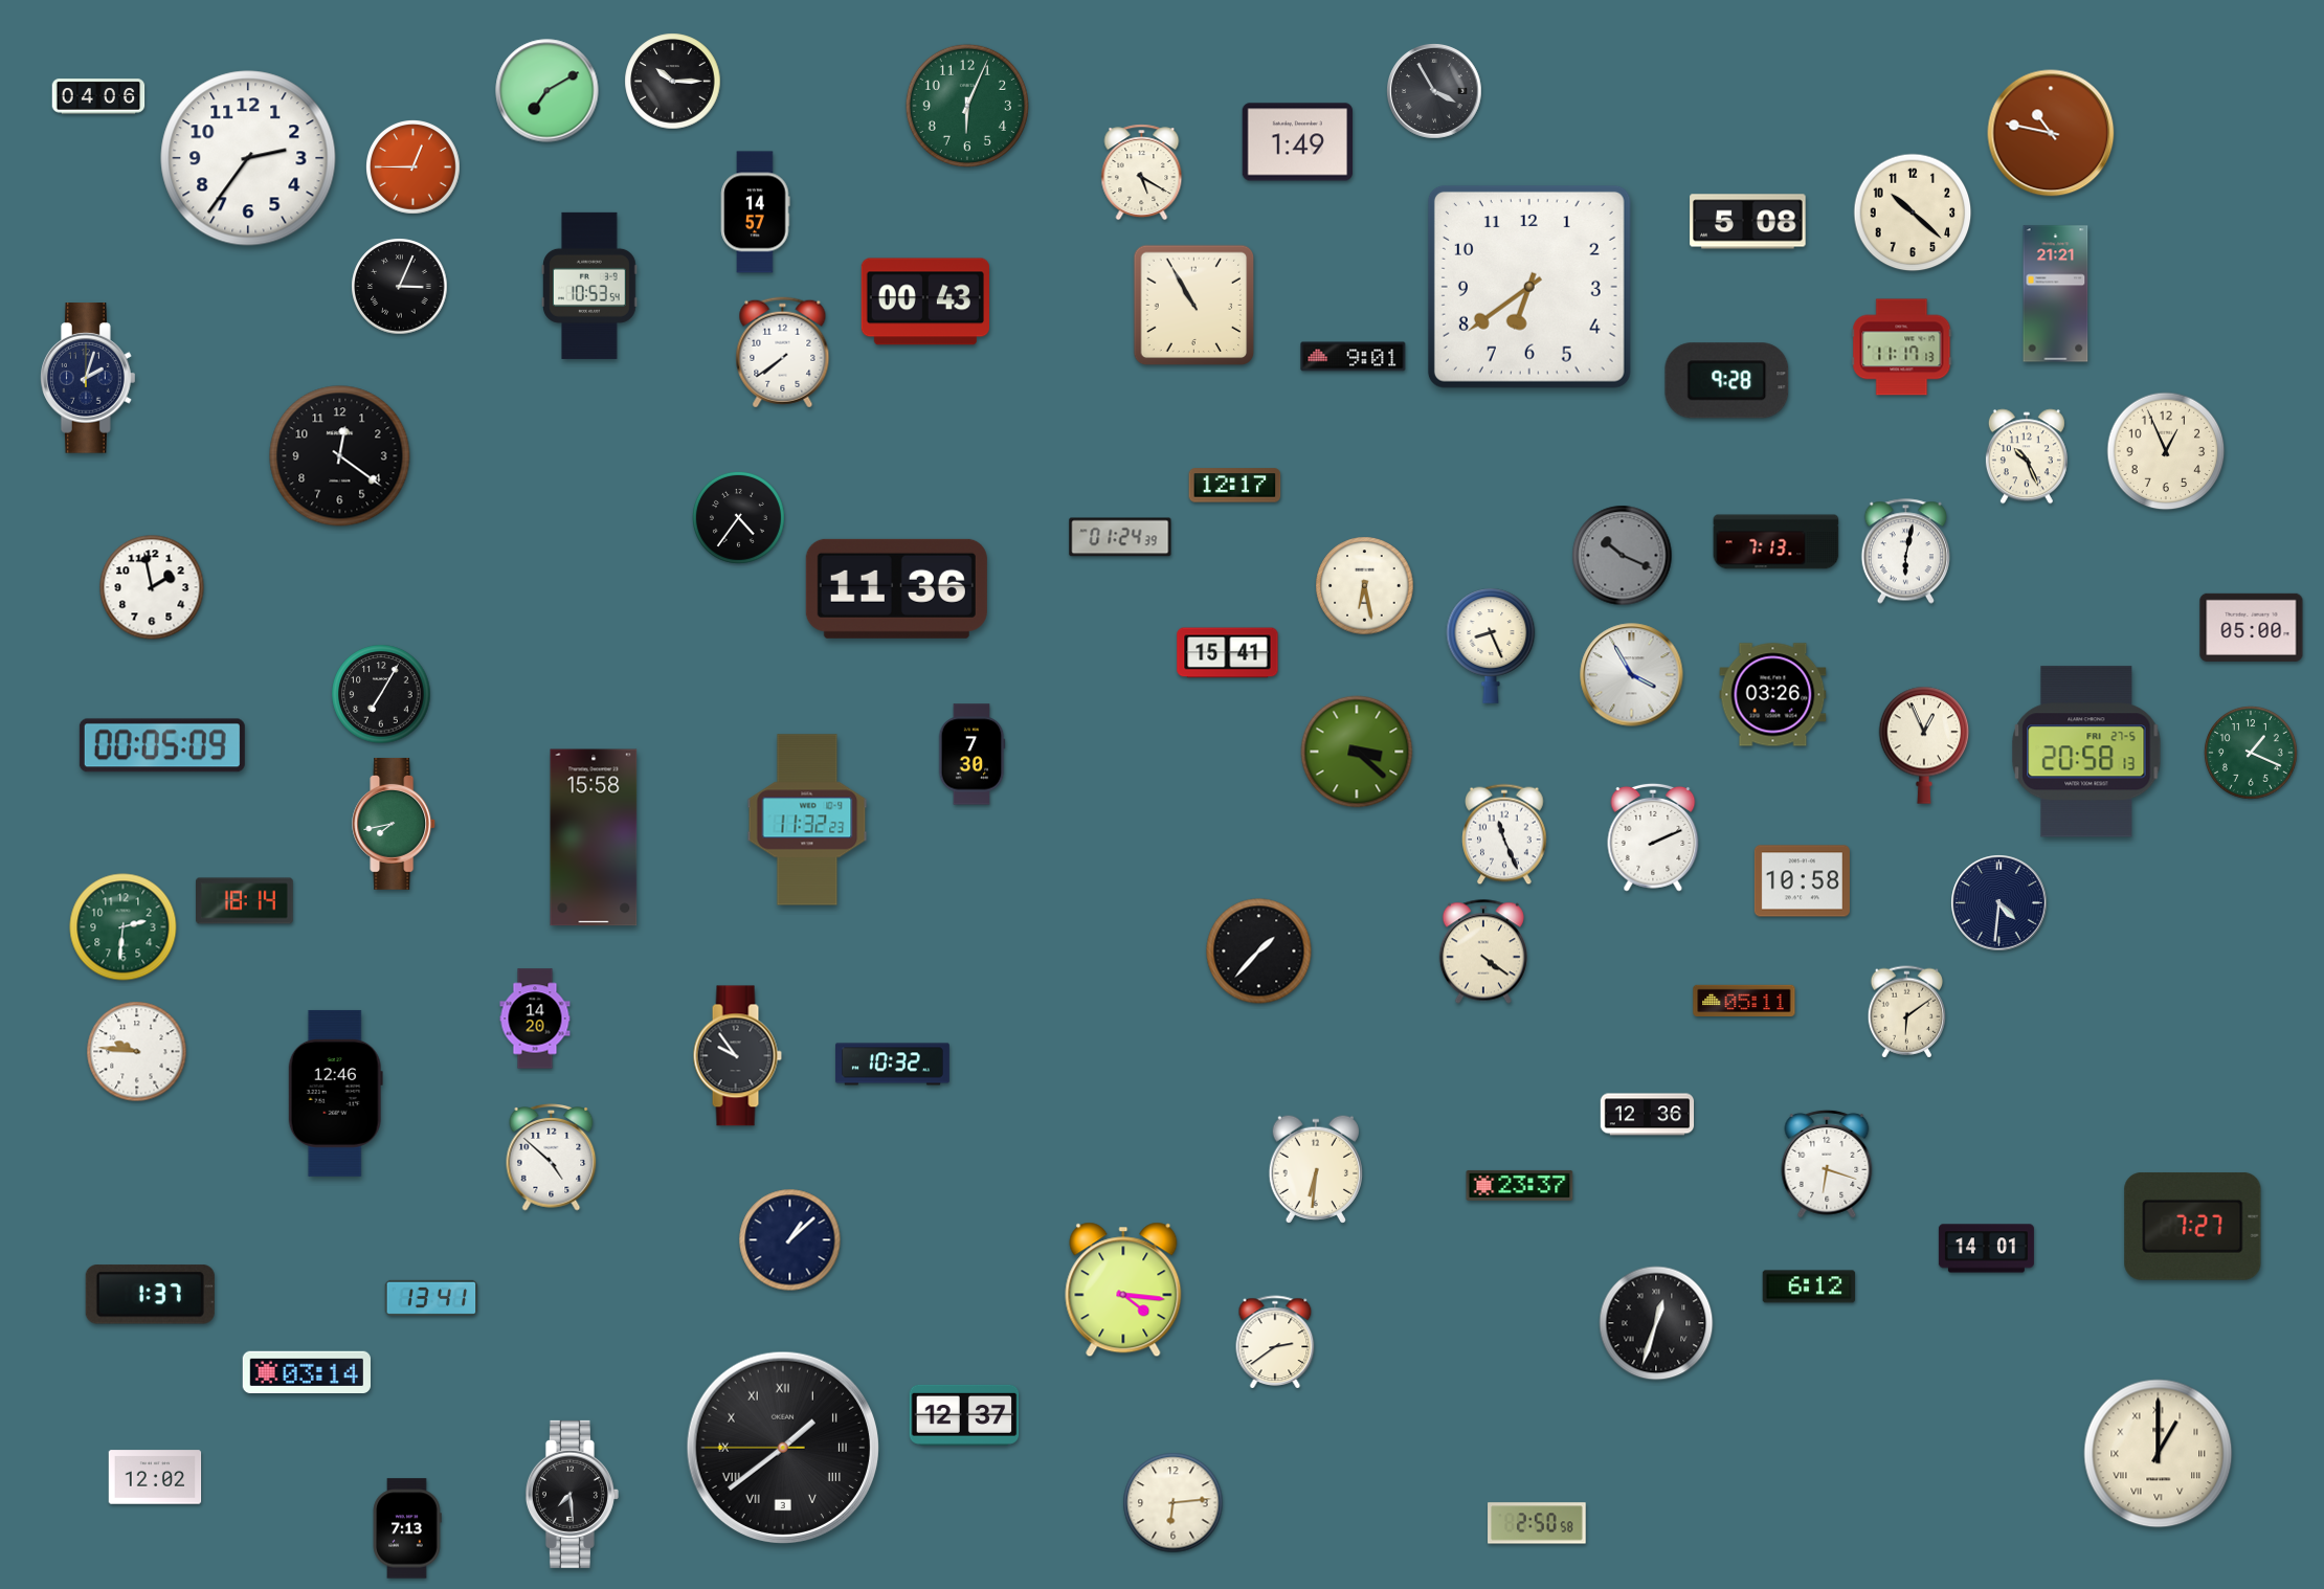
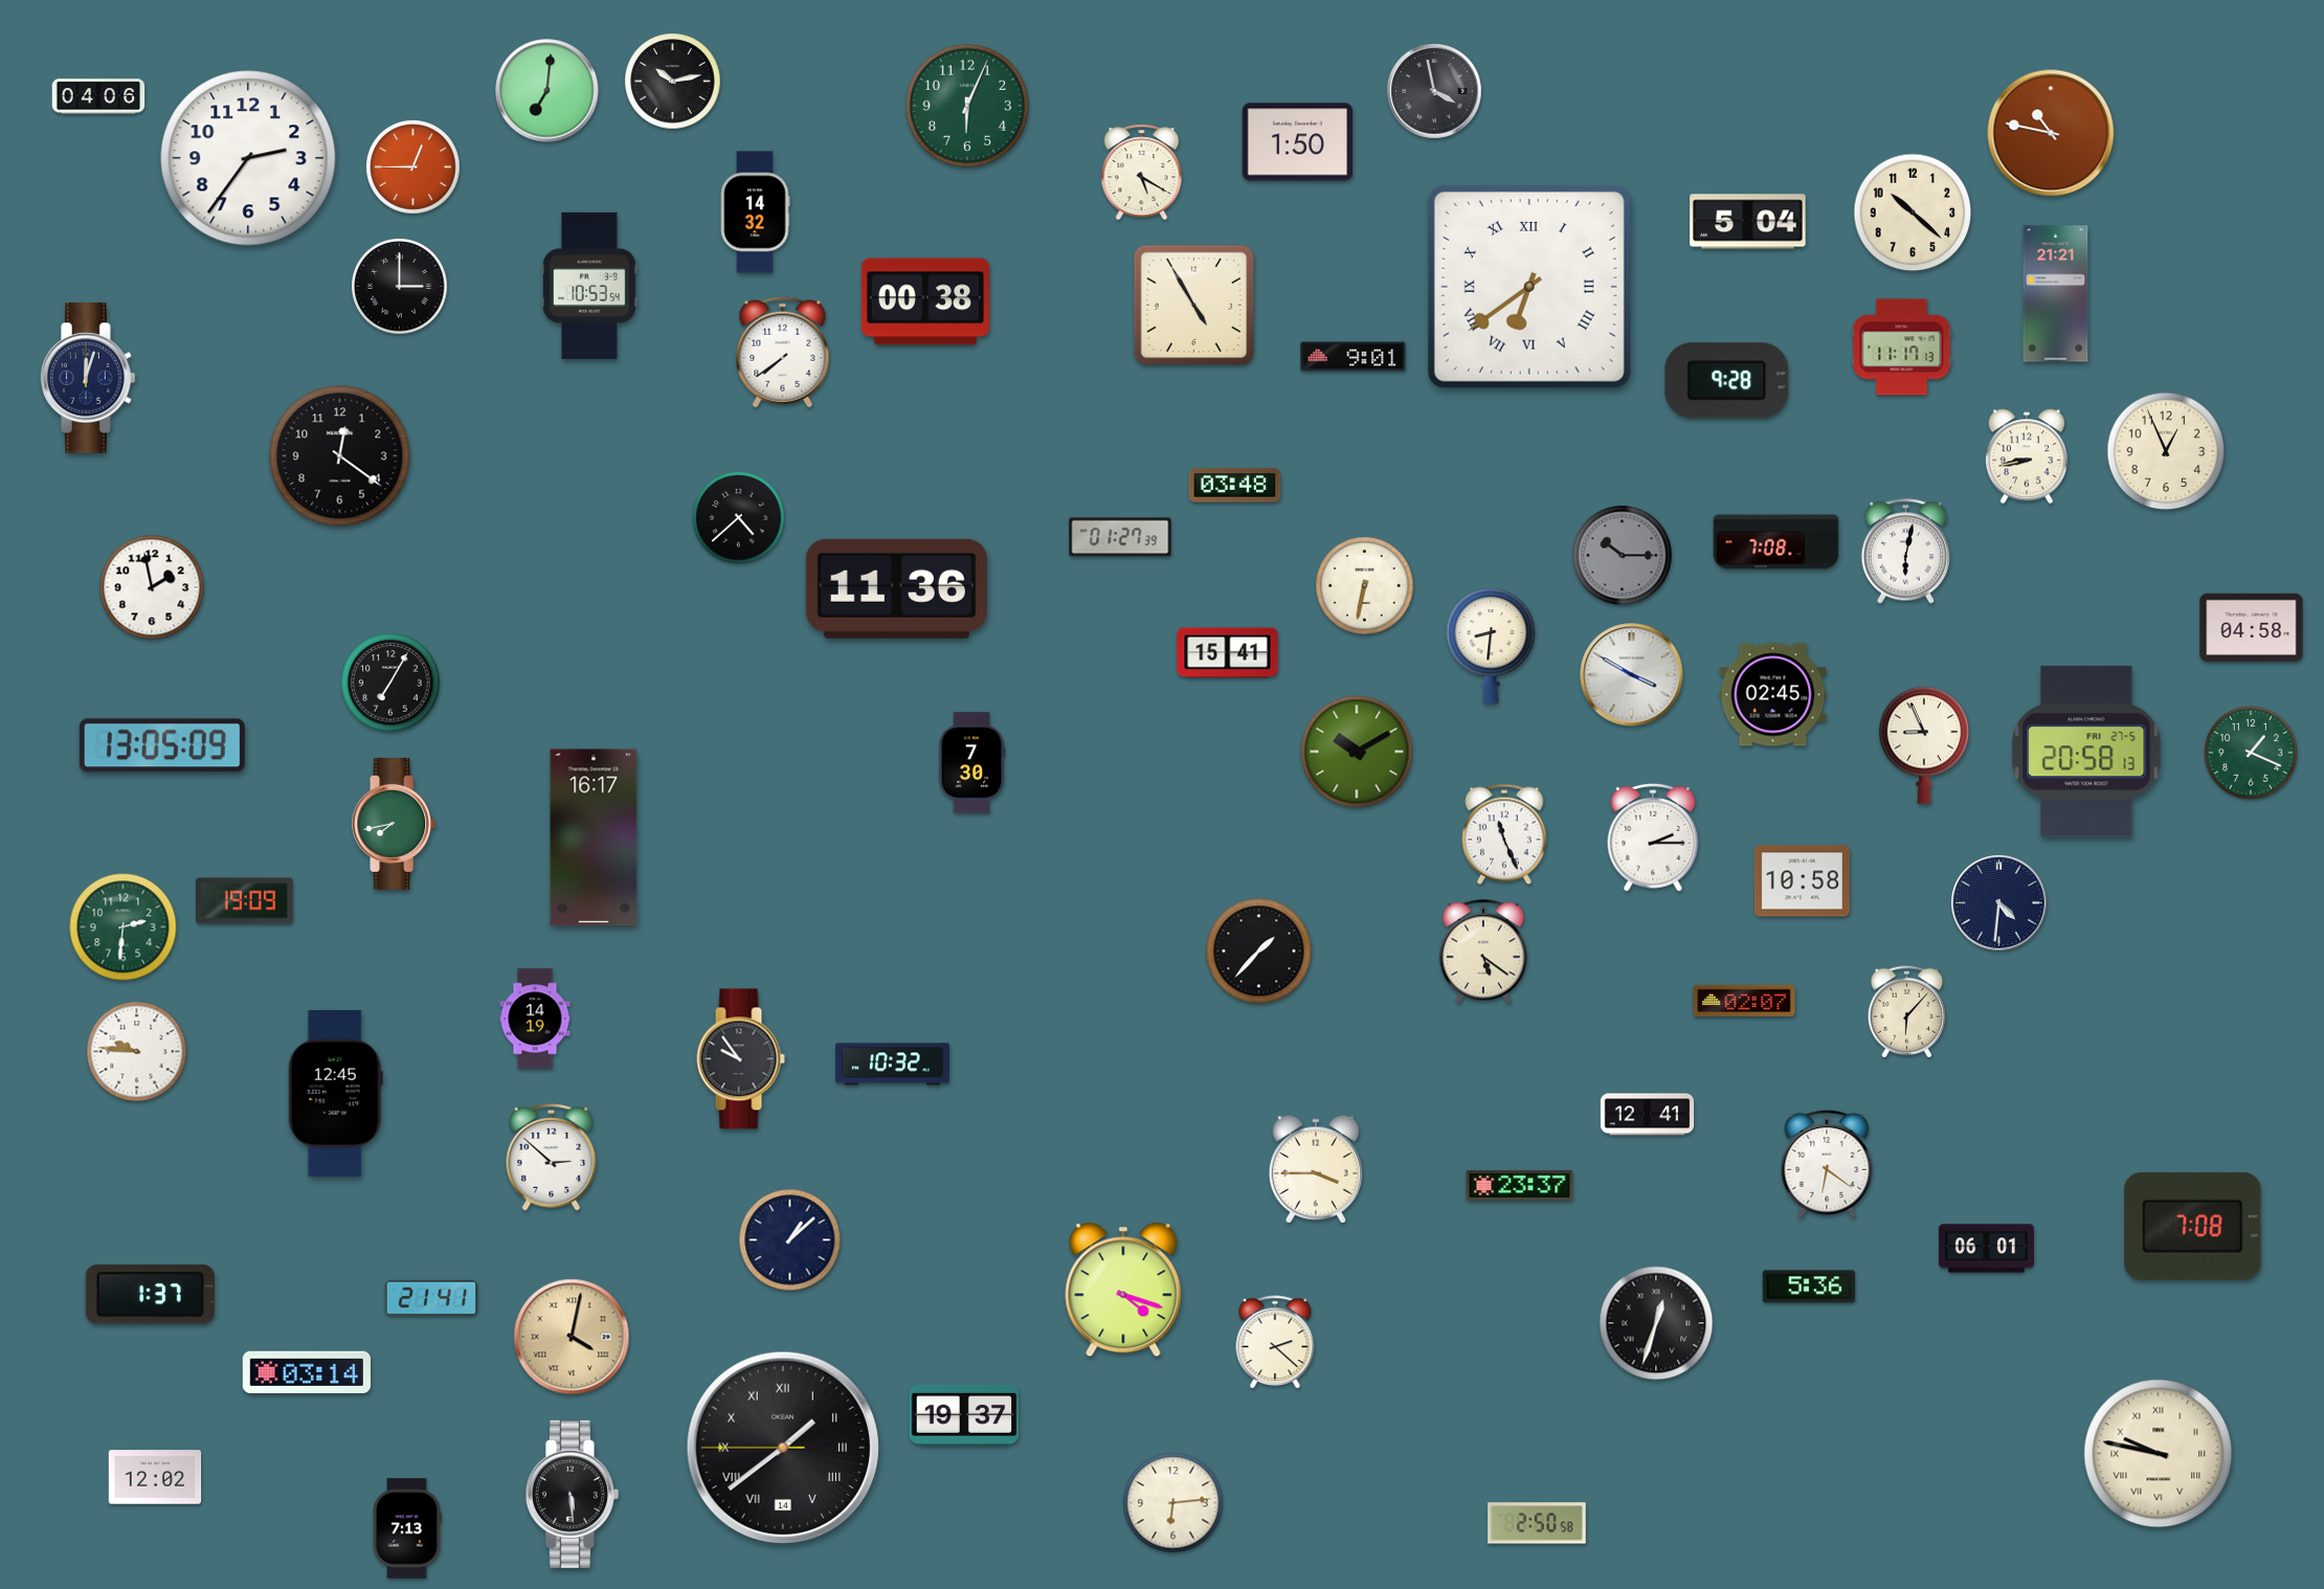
clock at (673, 82): 10:15 -> 10:13
clock at (548, 91): 7:10 -> 7:01
clock at (1434, 91): 3:55 -> 3:58
clock at (1298, 142): 1:49 -> 1:50
clock at (756, 212): 14:57 -> 14:32
clock at (1748, 222): 5:08 -> 5:04
clock at (400, 287): 3:04 -> 3:00
clock at (1529, 287) numerals: Arabic -> Roman
clock at (924, 301): 00:43 -> 00:38
clock at (1194, 306): 10:55 -> 4:55
clock at (89, 378): 2:03 -> 12:03
clock at (2027, 456): 10:26 -> 8:43
clock at (1235, 486): 12:17 -> 03:48
clock at (738, 517): 4:36 -> 4:38
clock at (1120, 537): 01:24 -> 01:27
clock at (1776, 542): 7:13 -> 7:08
clock at (1623, 556): 10:19 -> 10:15
clock at (1365, 586): 6:28 -> 6:32
clock at (2252, 627): 05:00 -> 04:58
clock at (1491, 646): 8:26 -> 8:31
clock at (1632, 675): 3:55 -> 3:50
clock at (381, 694) position: (381, 694) -> (390, 682)
clock at (1773, 695): 03:26 -> 02:45
clock at (162, 745): 00:05 -> 13:05
clock at (1924, 745): 12:56 -> 8:56
clock at (1357, 752): 3:22 -> 10:10
clock at (971, 755) position: (971, 755) -> (971, 763)
clock at (807, 820): 11:32 -> none
clock at (594, 837): 15:58 -> 16:17
clock at (1653, 837): 2:11 -> 2:15
clock at (245, 901): 18:14 -> 19:09
clock at (1483, 952): 4:21 -> 5:21
clock at (1744, 1000): 05:11 -> 02:07
clock at (1907, 1012): 6:09 -> 6:07
clock at (535, 1019): 14:20 -> 14:19
clock at (737, 1056) position: (737, 1056) -> (740, 1059)
clock at (335, 1093): 12:46 -> 12:45
clock at (1648, 1115): 12:36 -> 12:41
clock at (552, 1158): 4:52 -> 2:52
clock at (1827, 1164): 6:18 -> 6:21
clock at (1315, 1169): 6:31 -> 3:45
clock at (2193, 1226): 7:27 -> 7:08
clock at (1986, 1249): 14:01 -> 06:01
clock at (1809, 1286): 6:12 -> 5:36
clock at (1123, 1290): 4:16 -> 4:18
clock at (431, 1298): 13:41 -> 21:41
clock at (572, 1337): none -> 4:02
clock at (1275, 1342): 2:39 -> 2:22
clock at (964, 1415): 12:37 -> 19:37
clock at (782, 1447) date: 3 -> 14
clock at (2159, 1454): 1:00 -> 9:47
clock at (572, 1494): 7:29 -> 5:29
